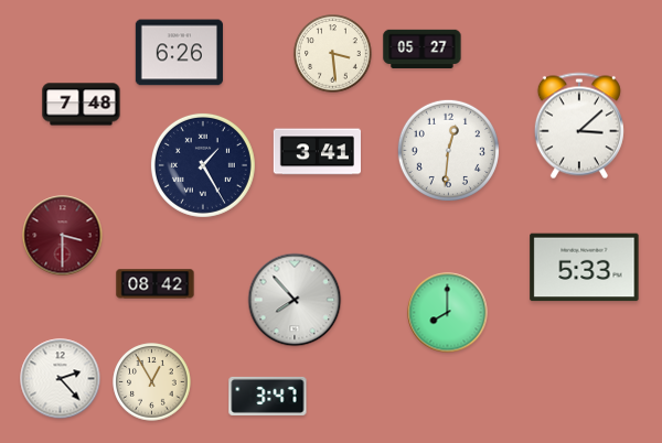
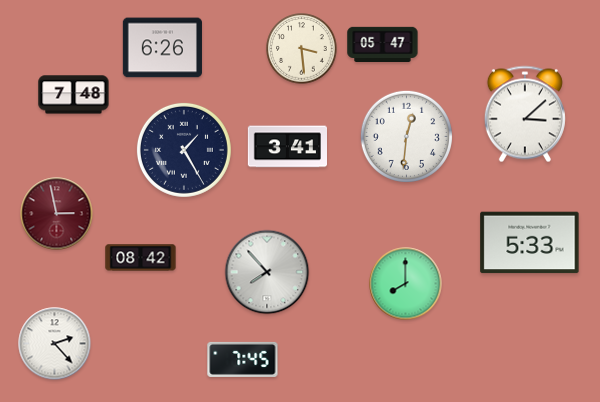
clock at (423, 48): 05:27 -> 05:47
clock at (317, 152) position: (317, 152) -> (287, 147)
clock at (63, 236): 3:30 -> 2:58
clock at (152, 382): 12:55 -> none
clock at (268, 396): 3:47 -> 7:45
